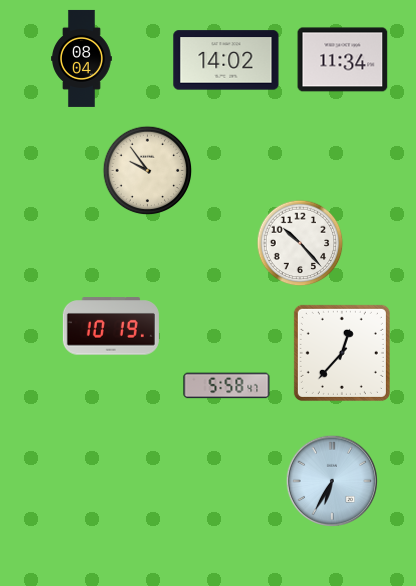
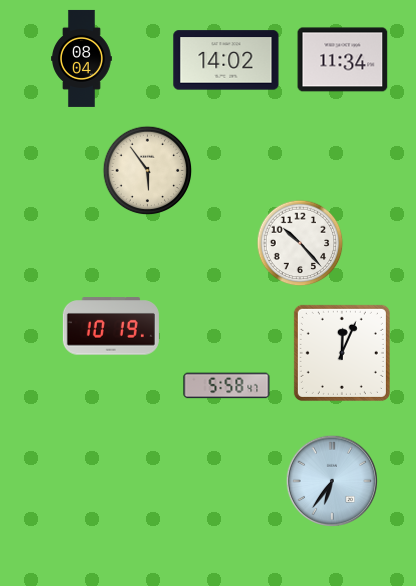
clock at (148, 171): 9:54 -> 5:54
clock at (342, 353): 12:37 -> 12:04
clock at (332, 481): 6:35 -> 6:36
